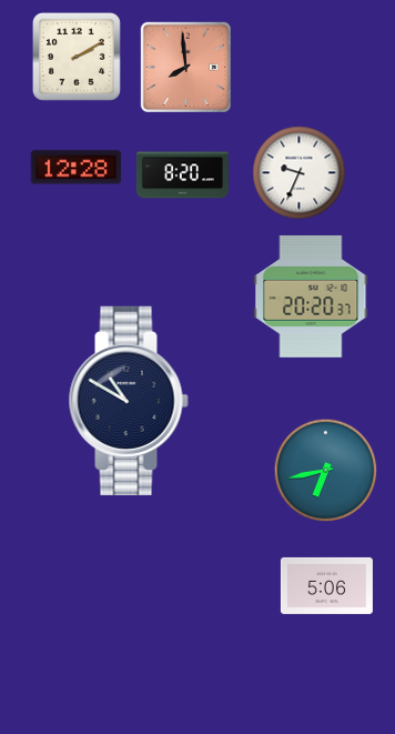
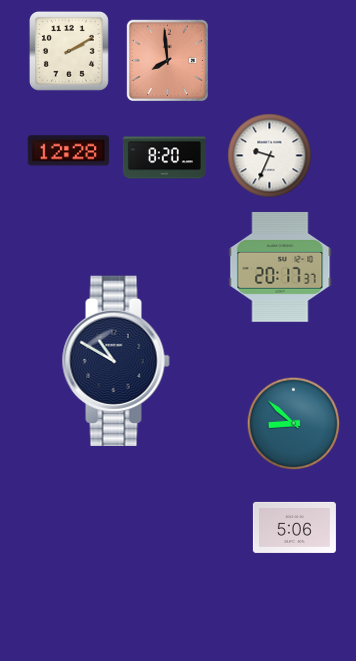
clock at (311, 296): 20:20 -> 20:17
clock at (326, 471): 6:43 -> 8:52
